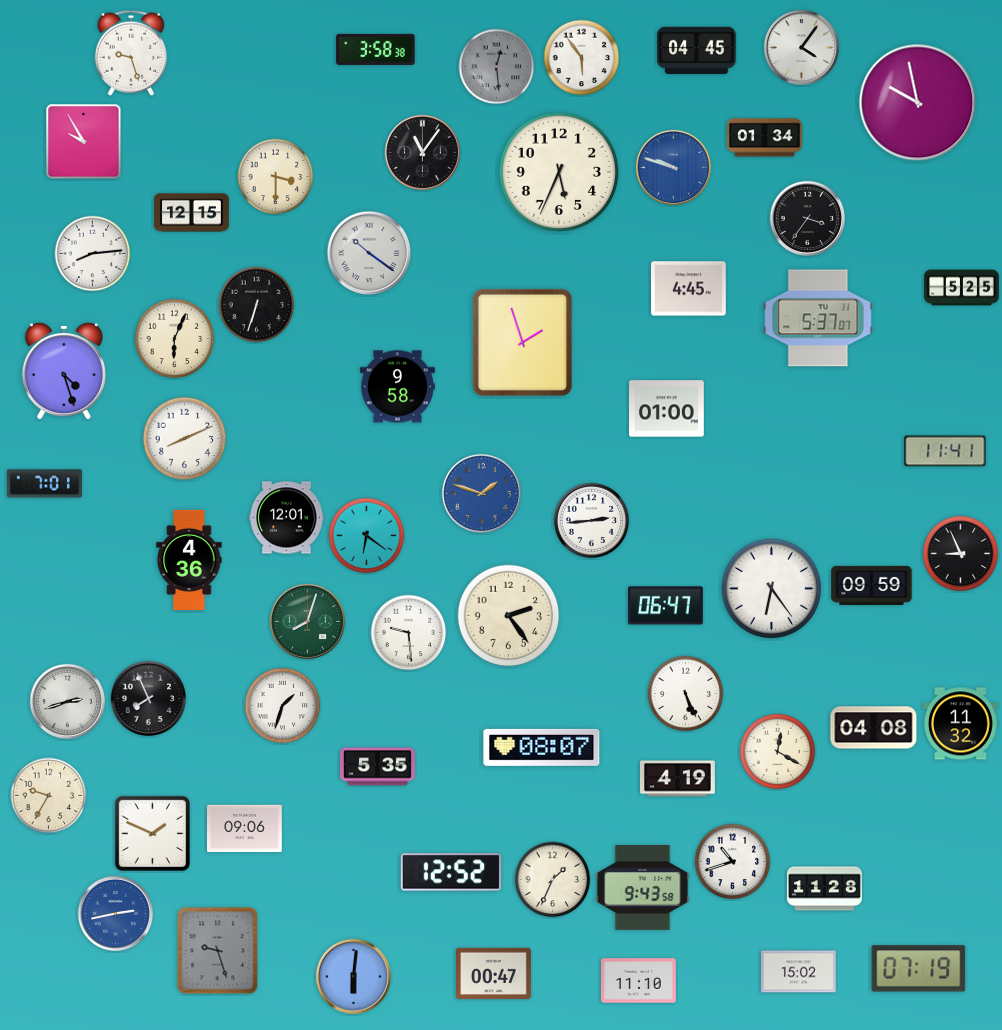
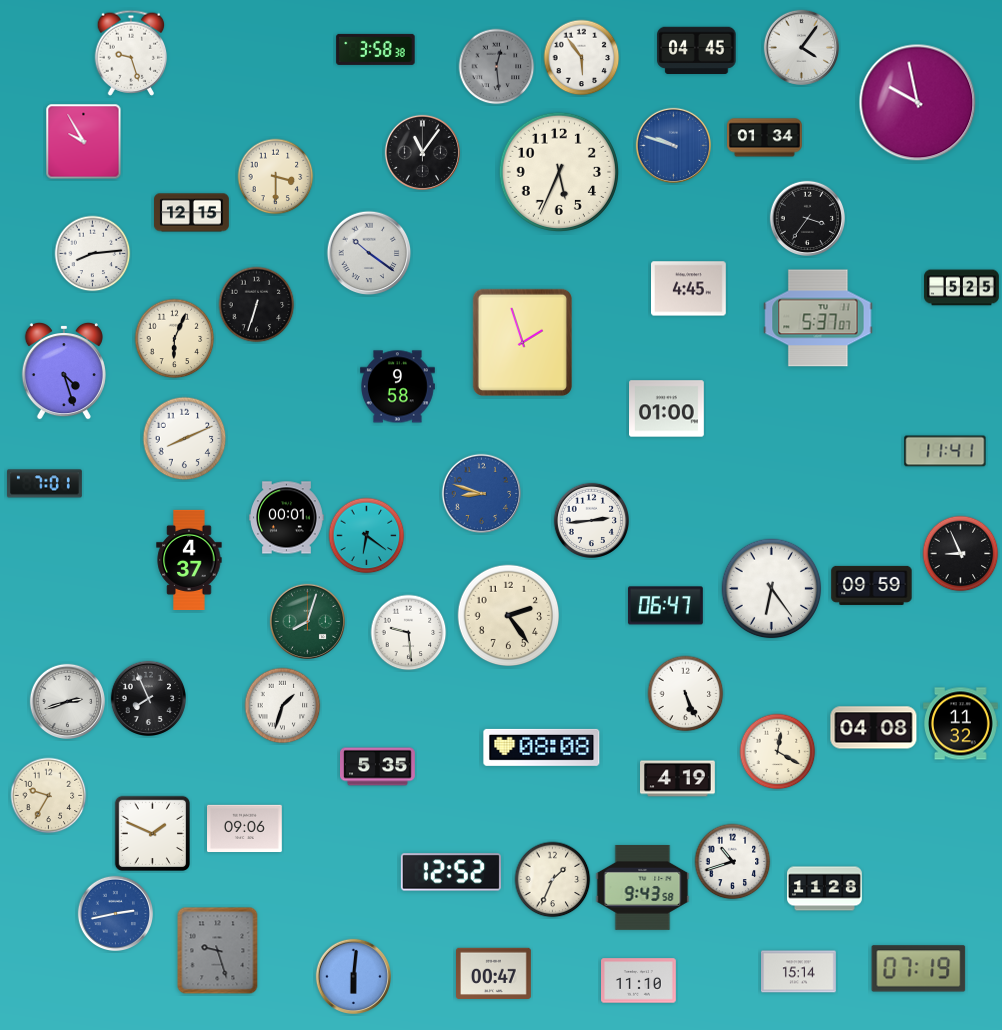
clock at (673, 167) position: (673, 167) -> (673, 145)
clock at (482, 494): 1:48 -> 8:48
clock at (287, 518): 12:01 -> 00:01
clock at (189, 560): 4:36 -> 4:37
clock at (542, 747): 08:07 -> 08:08
clock at (799, 972): 15:02 -> 15:14
